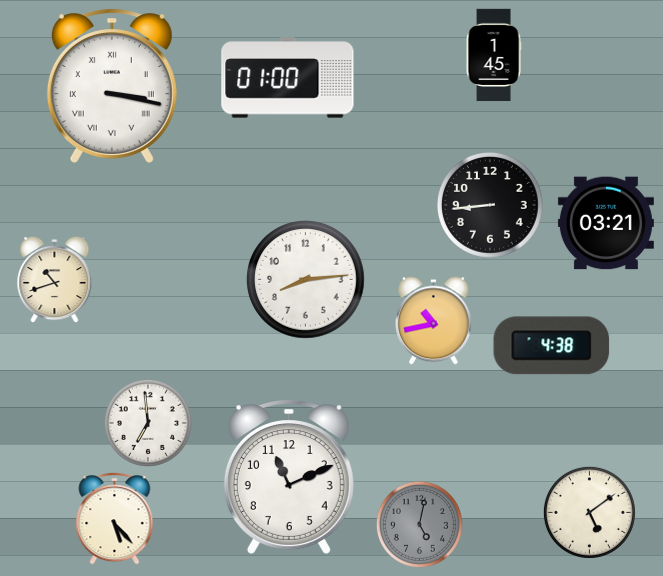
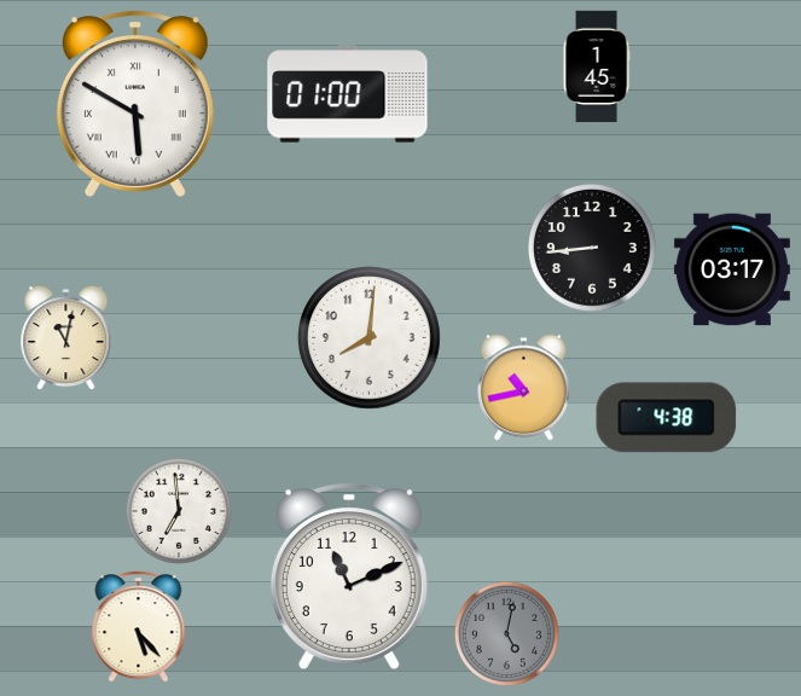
clock at (112, 86): 3:17 -> 5:50
clock at (606, 223): 03:21 -> 03:17
clock at (55, 280): 10:42 -> 11:02
clock at (306, 280): 8:14 -> 8:01
clock at (589, 512): 5:09 -> none
